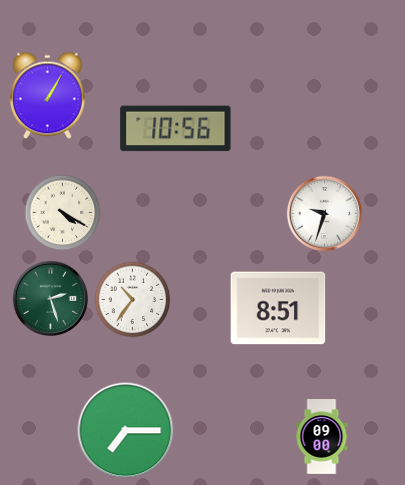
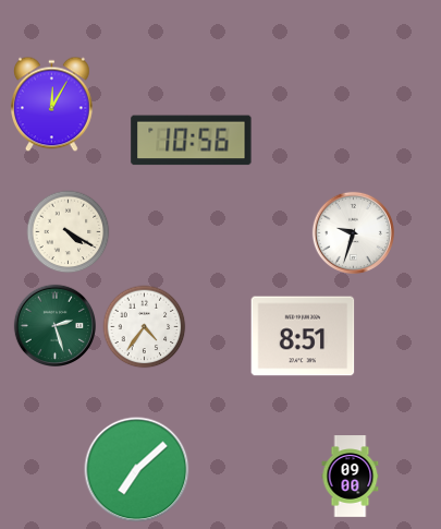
clock at (48, 96): 1:05 -> 12:05
clock at (133, 300): 10:36 -> 4:36
clock at (126, 431): 7:15 -> 7:08
